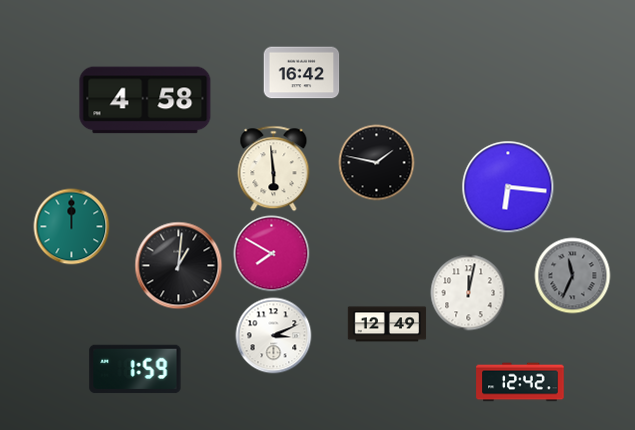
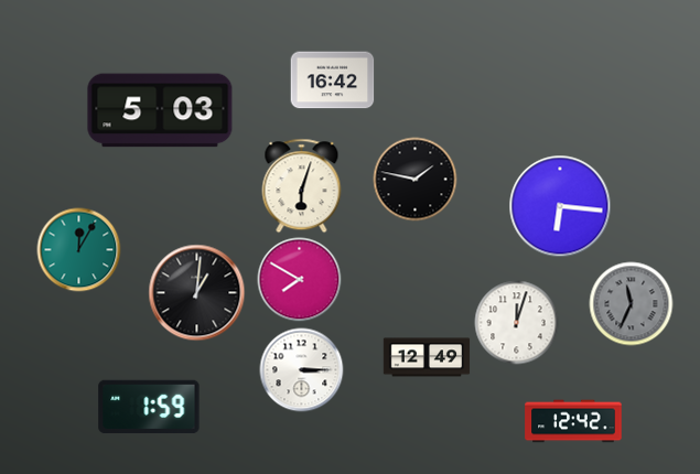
clock at (145, 100): 4:58 -> 5:03
clock at (274, 169): 5:59 -> 6:03
clock at (72, 227): 12:00 -> 12:05
clock at (469, 293): 12:02 -> 12:03
clock at (274, 336): 3:11 -> 3:15
